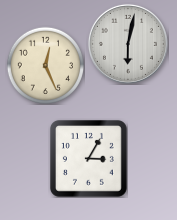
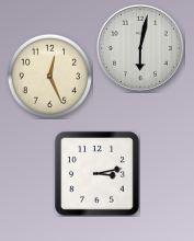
clock at (45, 65) position: (45, 65) -> (49, 76)
clock at (88, 158): 3:05 -> 3:13
